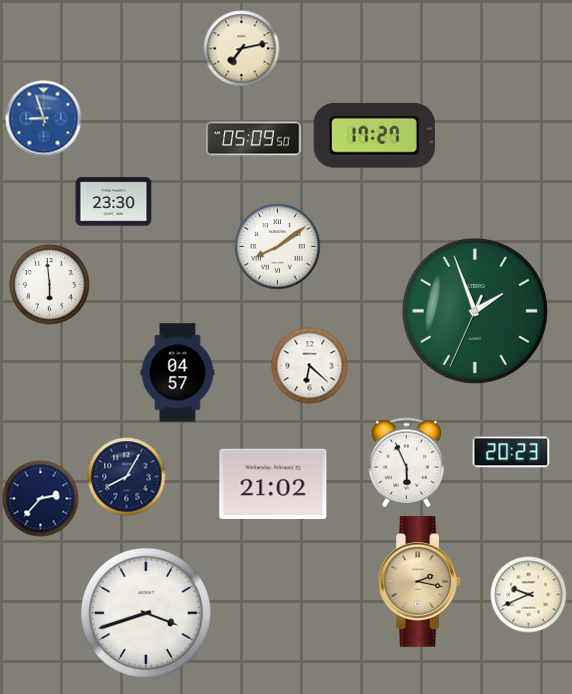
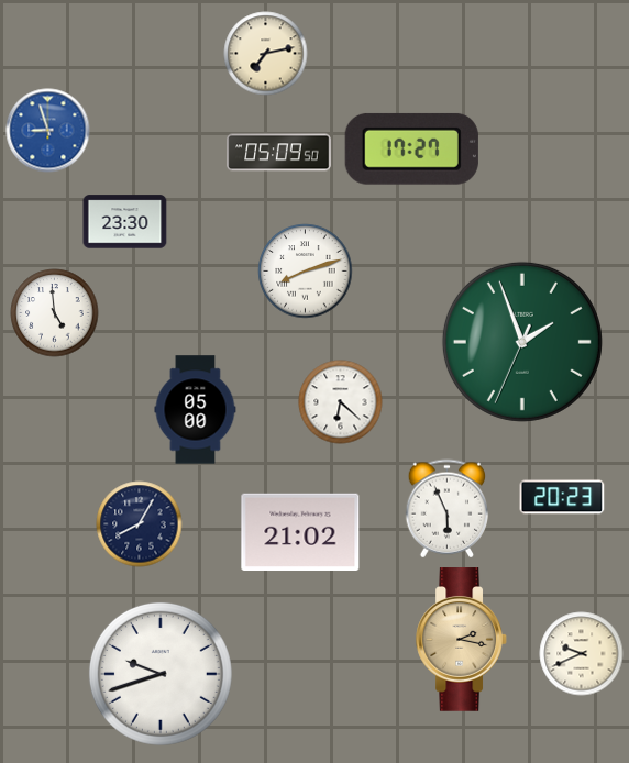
clock at (278, 247): 8:09 -> 8:12
clock at (50, 285): 5:59 -> 4:59
clock at (178, 373): 04:57 -> 05:00
clock at (41, 499): 2:37 -> none
clock at (146, 613): 3:42 -> 9:42
